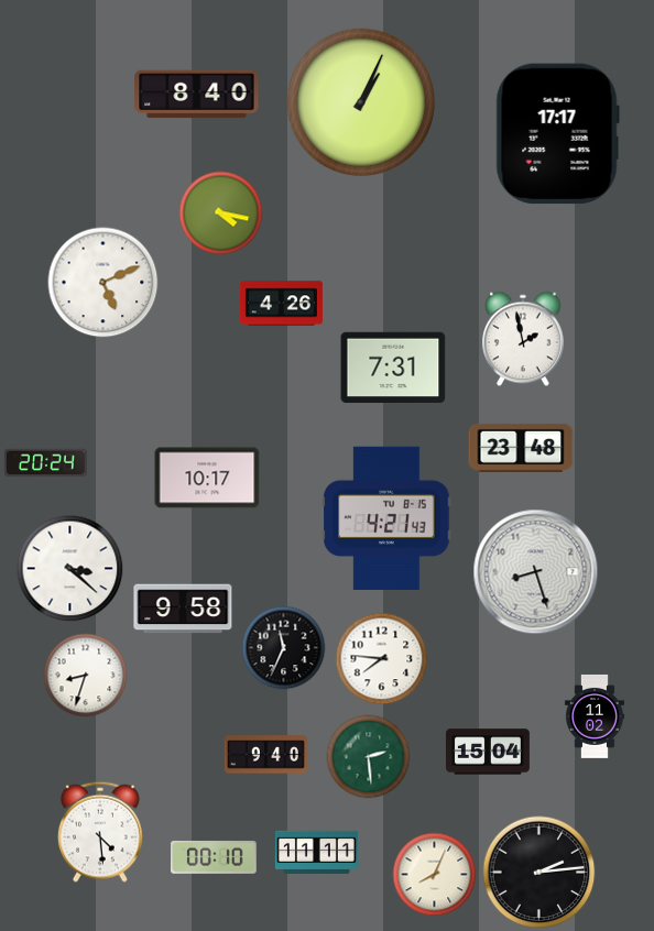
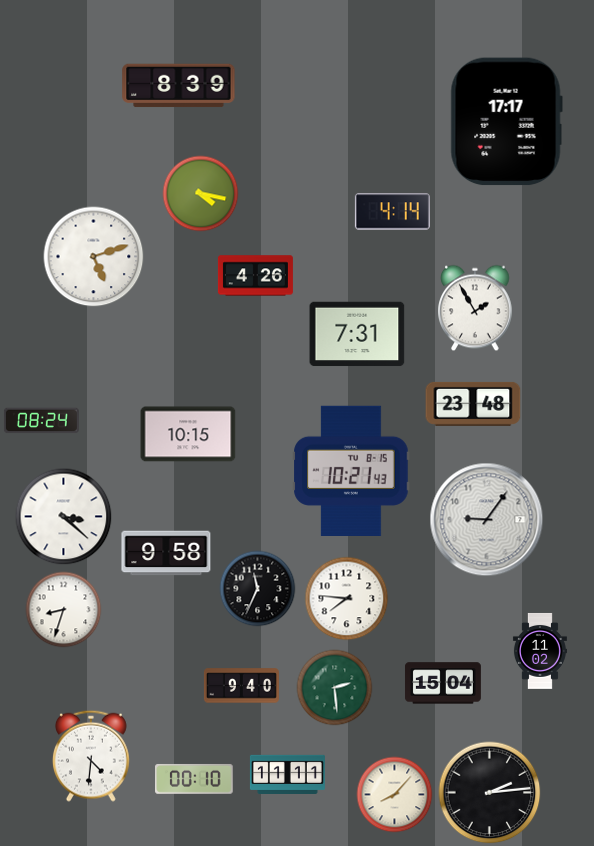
clock at (197, 95): 8:40 -> 8:39
clock at (361, 102): 1:04 -> none
clock at (392, 212): none -> 4:14
clock at (103, 283): 5:11 -> 5:12
clock at (524, 339): 1:58 -> 1:55
clock at (521, 448) position: (521, 448) -> (473, 404)
clock at (45, 463): 20:24 -> 08:24
clock at (207, 478): 10:17 -> 10:15
clock at (386, 517): 4:21 -> 10:21
clock at (536, 572): 8:27 -> 9:06
clock at (86, 676) position: (86, 676) -> (64, 610)
clock at (100, 832): 4:29 -> 4:31
clock at (435, 875): 8:04 -> 8:07
